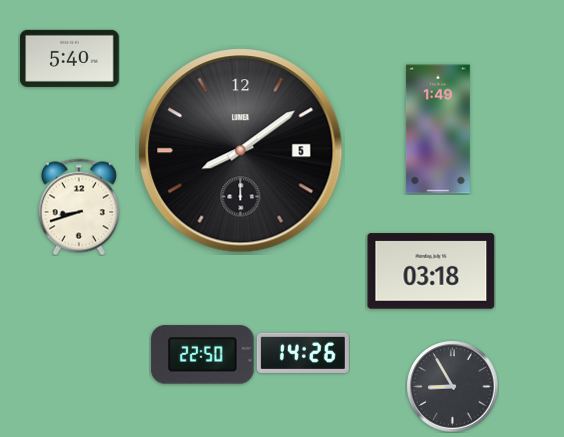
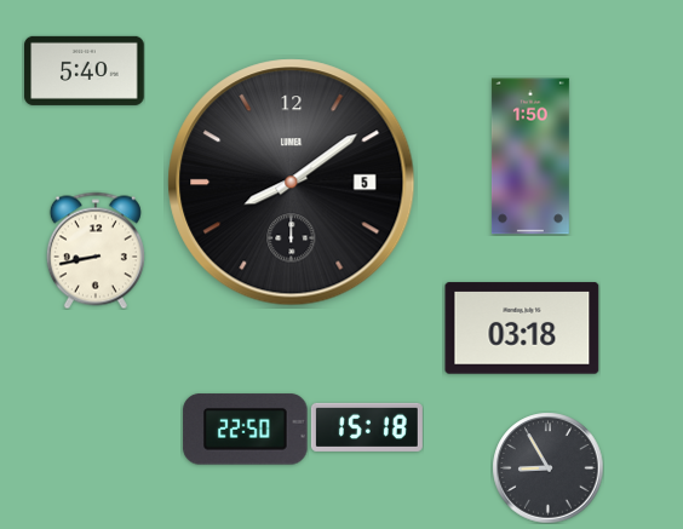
clock at (438, 129): 1:49 -> 1:50
clock at (79, 207): 8:42 -> 8:43
clock at (303, 353): 14:26 -> 15:18
